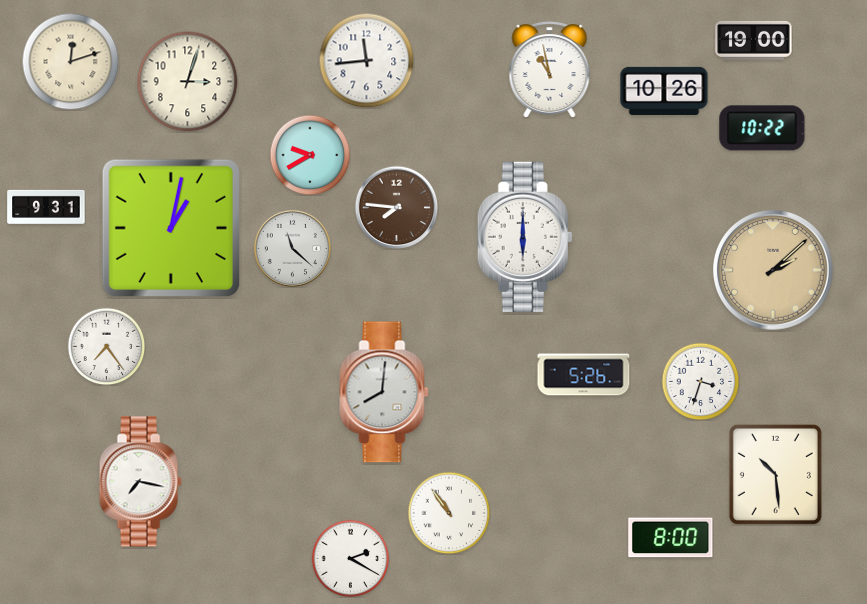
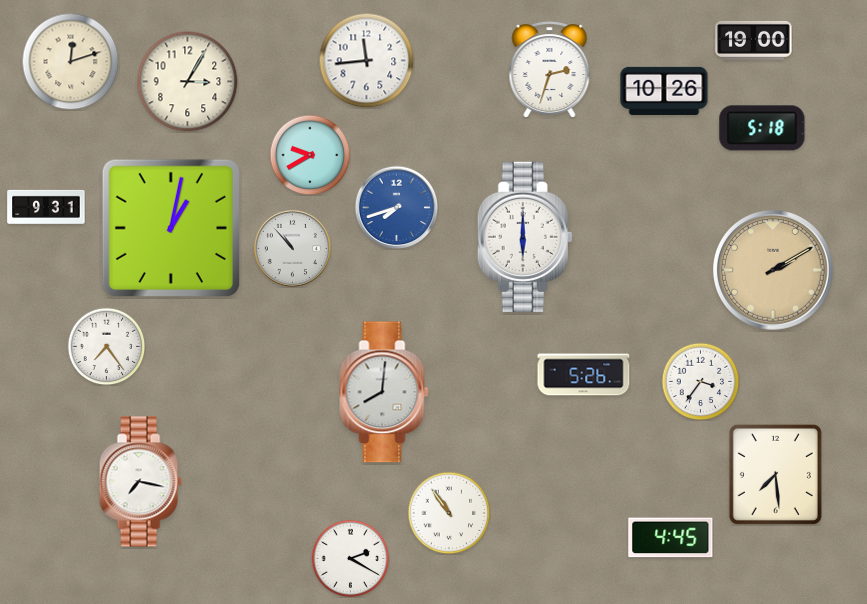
clock at (550, 70): 10:58 -> 2:33
clock at (188, 82): 3:03 -> 3:05
clock at (762, 128): 10:22 -> 5:18
clock at (396, 207): 7:46 -> 7:42
clock at (396, 207) dial: brown -> blue
clock at (292, 248): 11:22 -> 10:53
clock at (774, 271): 2:08 -> 2:10
clock at (700, 381): 3:33 -> 3:36
clock at (775, 474): 10:29 -> 7:29
clock at (671, 538): 8:00 -> 4:45
